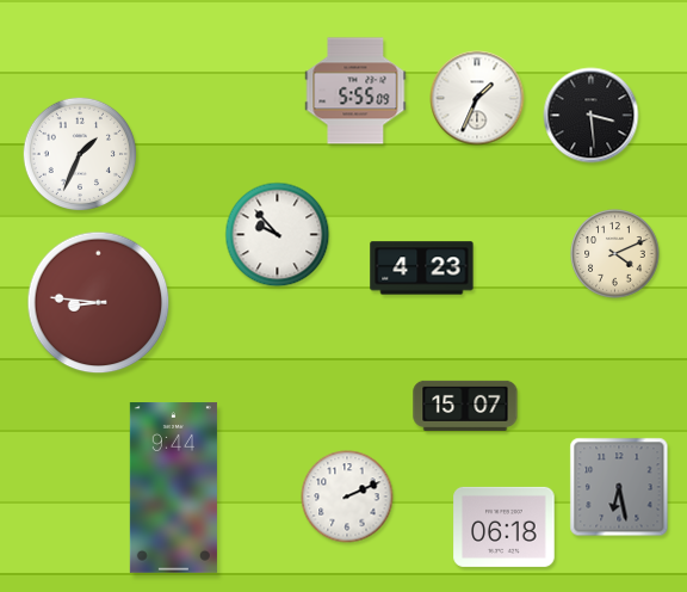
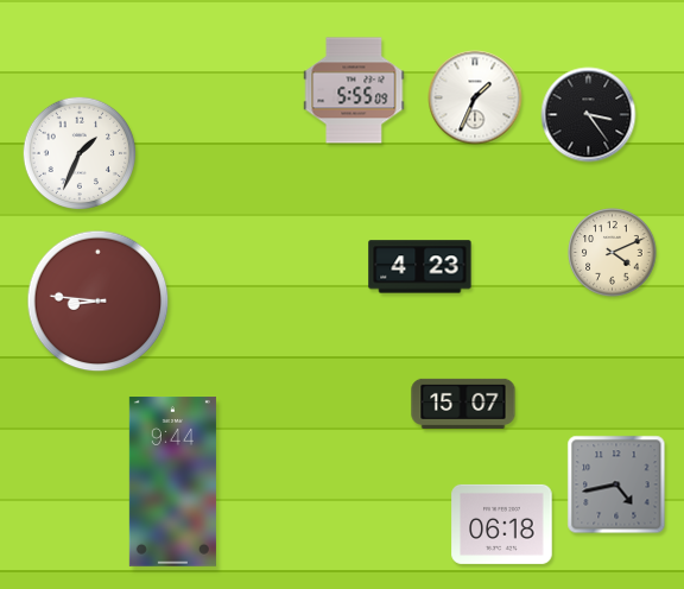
clock at (592, 116): 3:29 -> 3:24
clock at (278, 235): 9:53 -> none
clock at (619, 487): 6:28 -> 4:43
clock at (173, 488) position: (173, 488) -> (172, 482)
clock at (347, 497): 2:11 -> none
